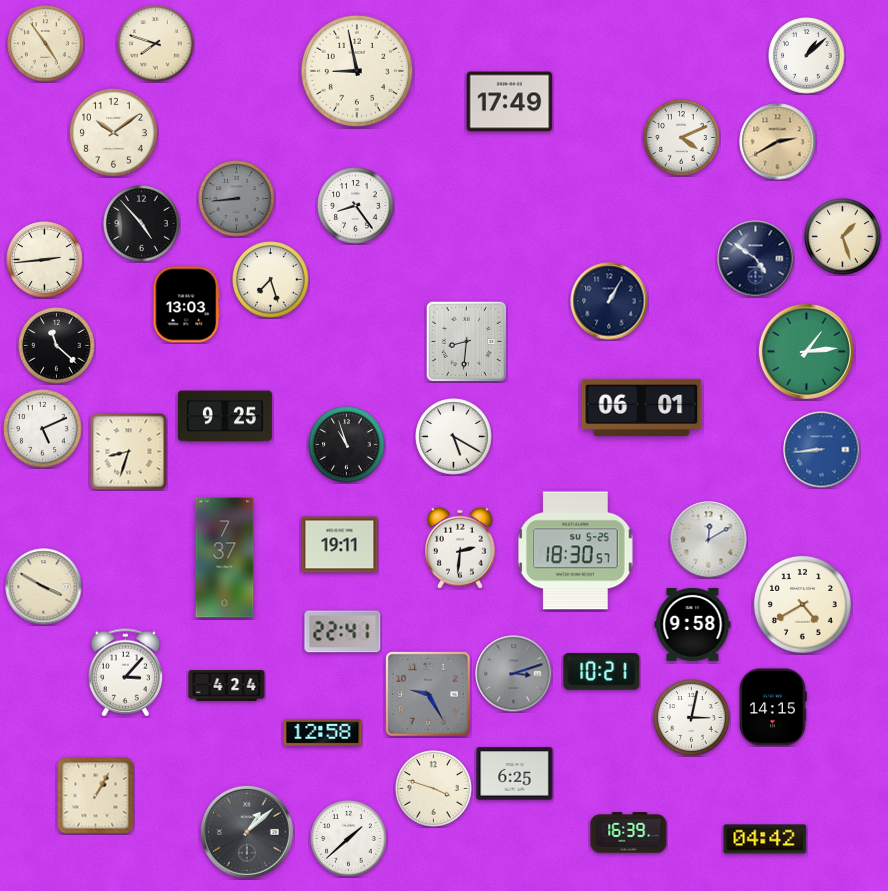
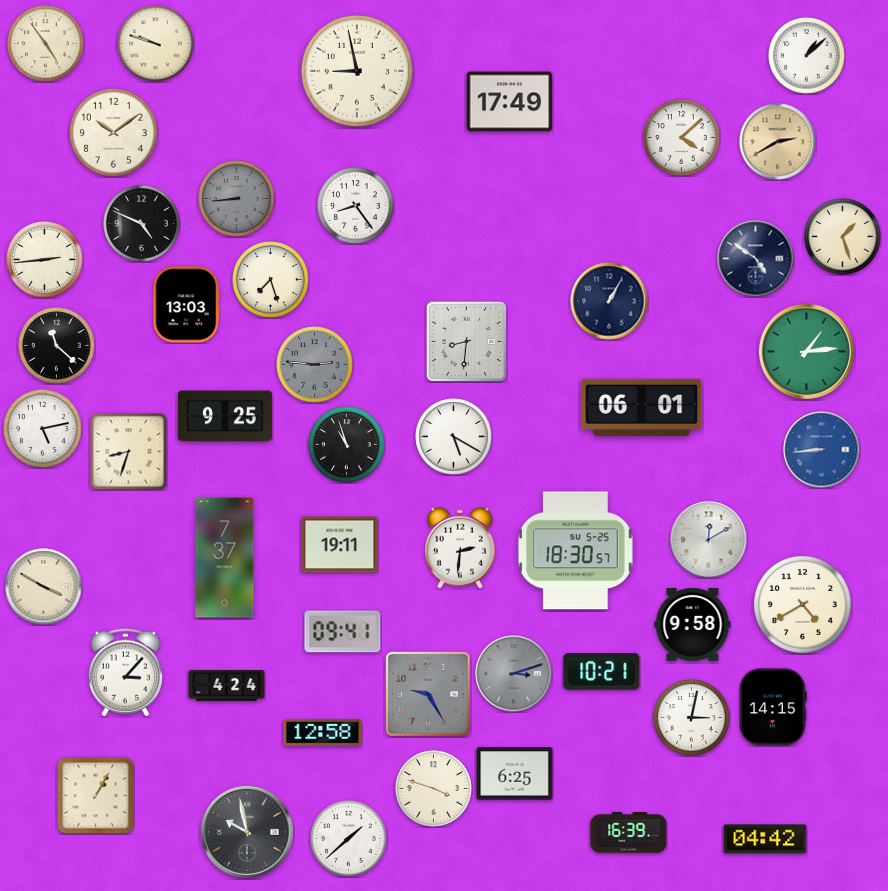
clock at (156, 44): 7:48 -> 9:48
clock at (682, 138): 4:11 -> 4:08
clock at (142, 224): 4:53 -> 4:49
clock at (315, 365): none -> 2:46
clock at (43, 429): 5:11 -> 5:13
clock at (343, 632): 22:41 -> 09:41
clock at (247, 832): 1:08 -> 9:58
